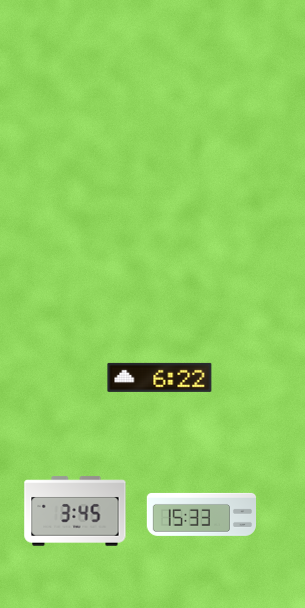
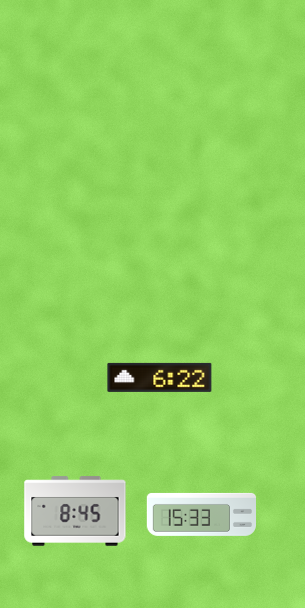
clock at (75, 511): 3:45 -> 8:45
